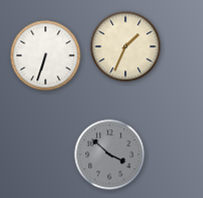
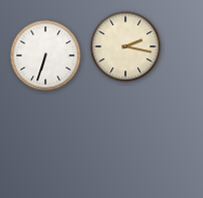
clock at (126, 47): 1:34 -> 2:17
clock at (110, 155): 3:52 -> none
